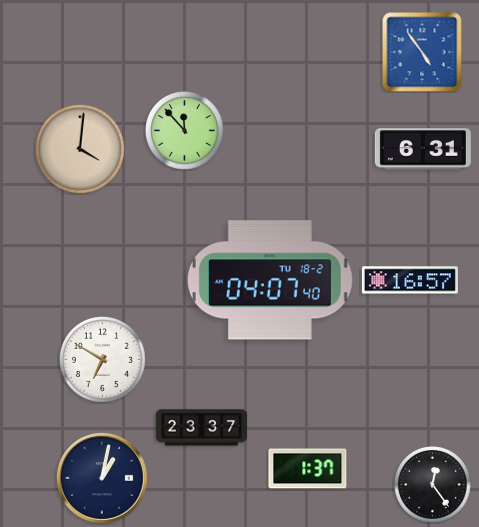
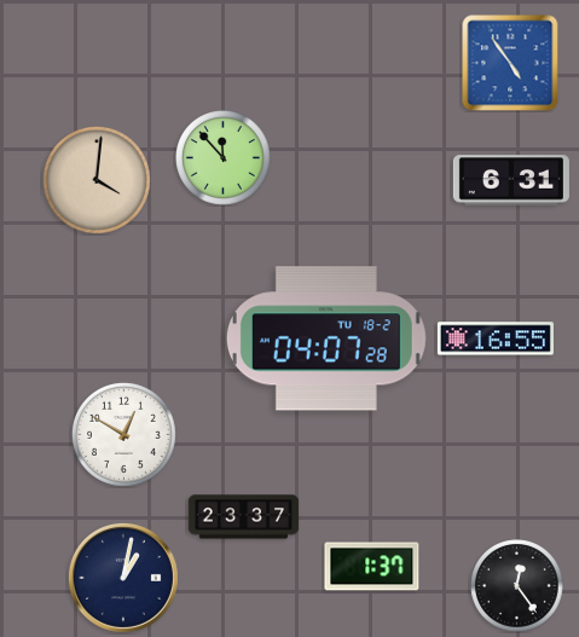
clock at (270, 280): 04:07:40 -> 04:07:28
clock at (410, 280): 16:57 -> 16:55
clock at (102, 359): 6:50 -> 12:50
clock at (433, 485) position: (433, 485) -> (517, 586)
